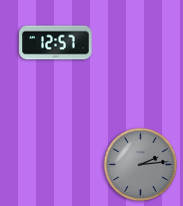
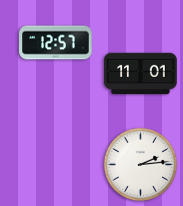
clock at (141, 74): none -> 11:01
clock at (141, 165) dial: grey -> white
